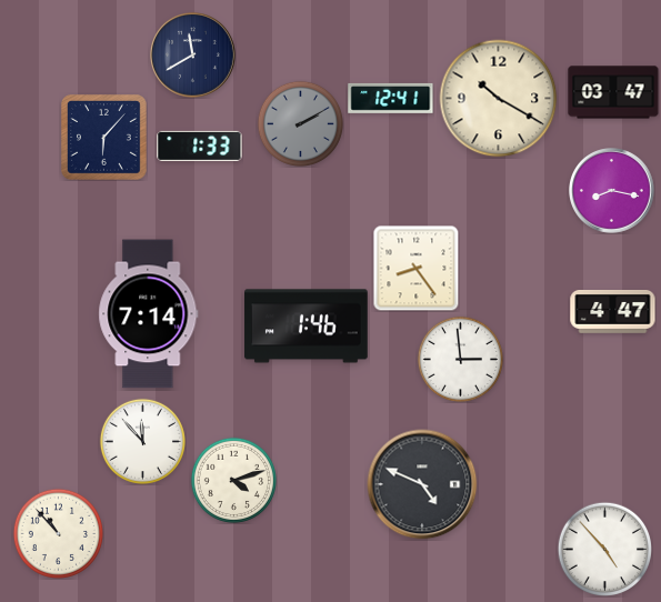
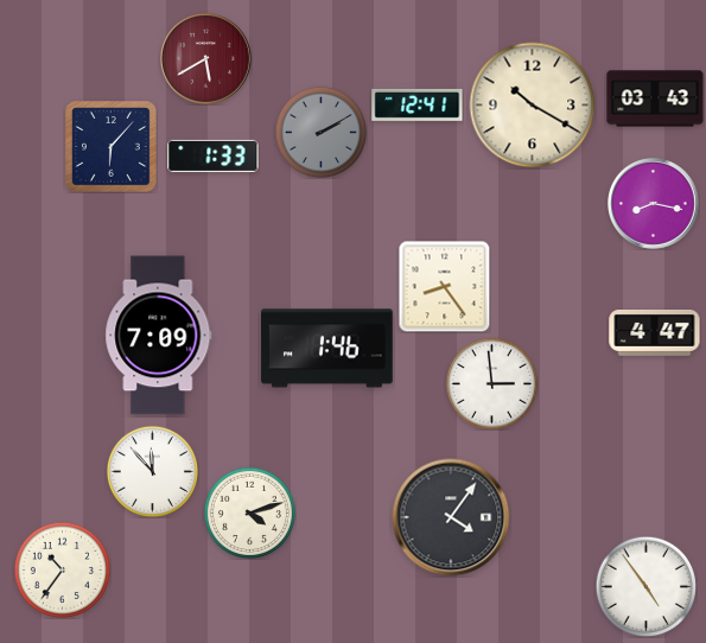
clock at (193, 56): 11:40 -> 5:40
clock at (193, 56) dial: navy -> burgundy
clock at (613, 92): 03:47 -> 03:43
clock at (149, 314): 7:14 -> 7:09
clock at (422, 484): 4:49 -> 4:06
clock at (58, 533): 10:53 -> 10:36
clock at (604, 549): 4:53 -> 4:54
